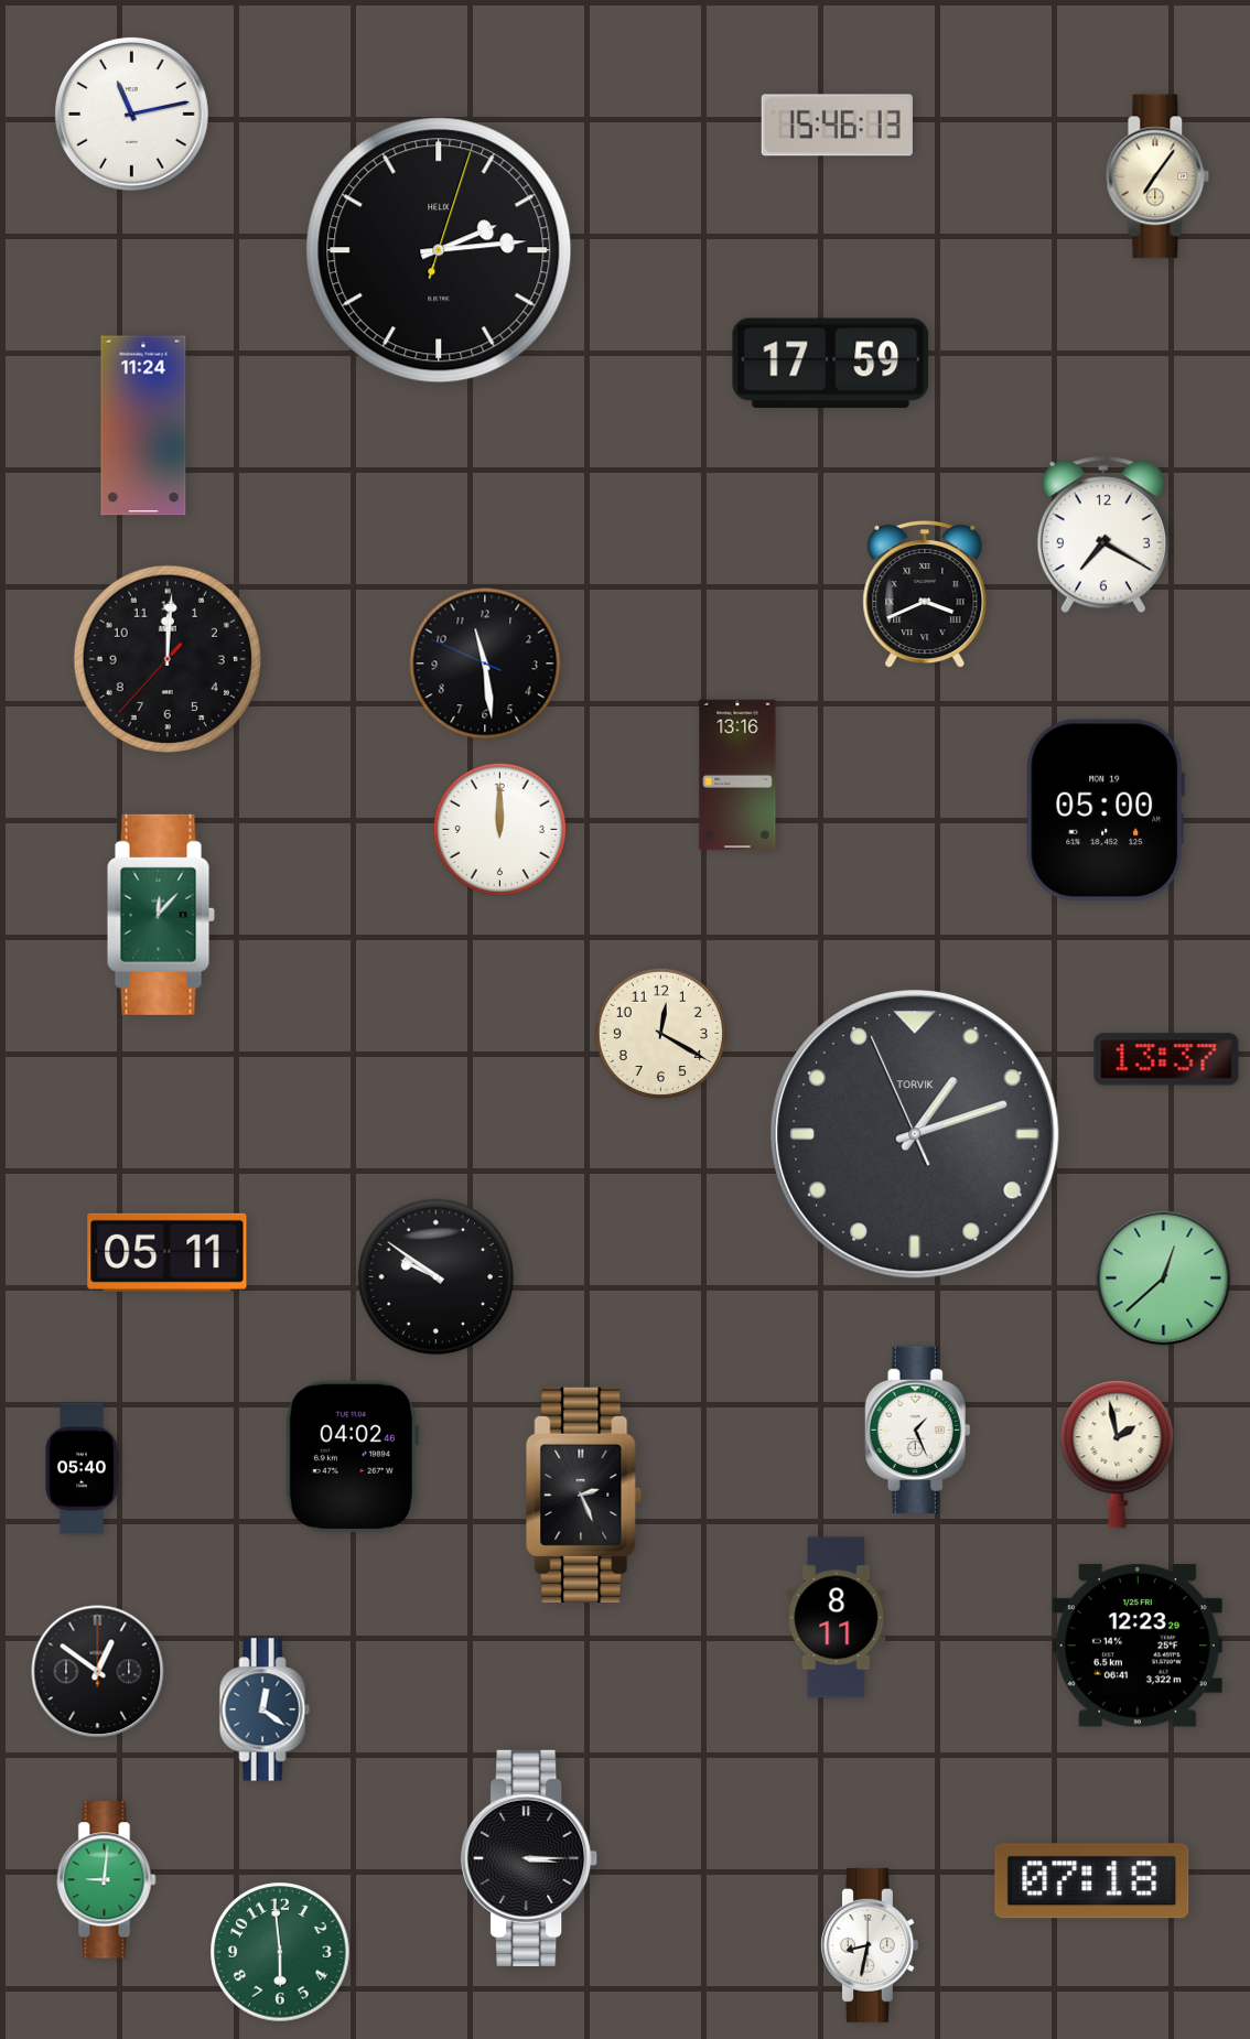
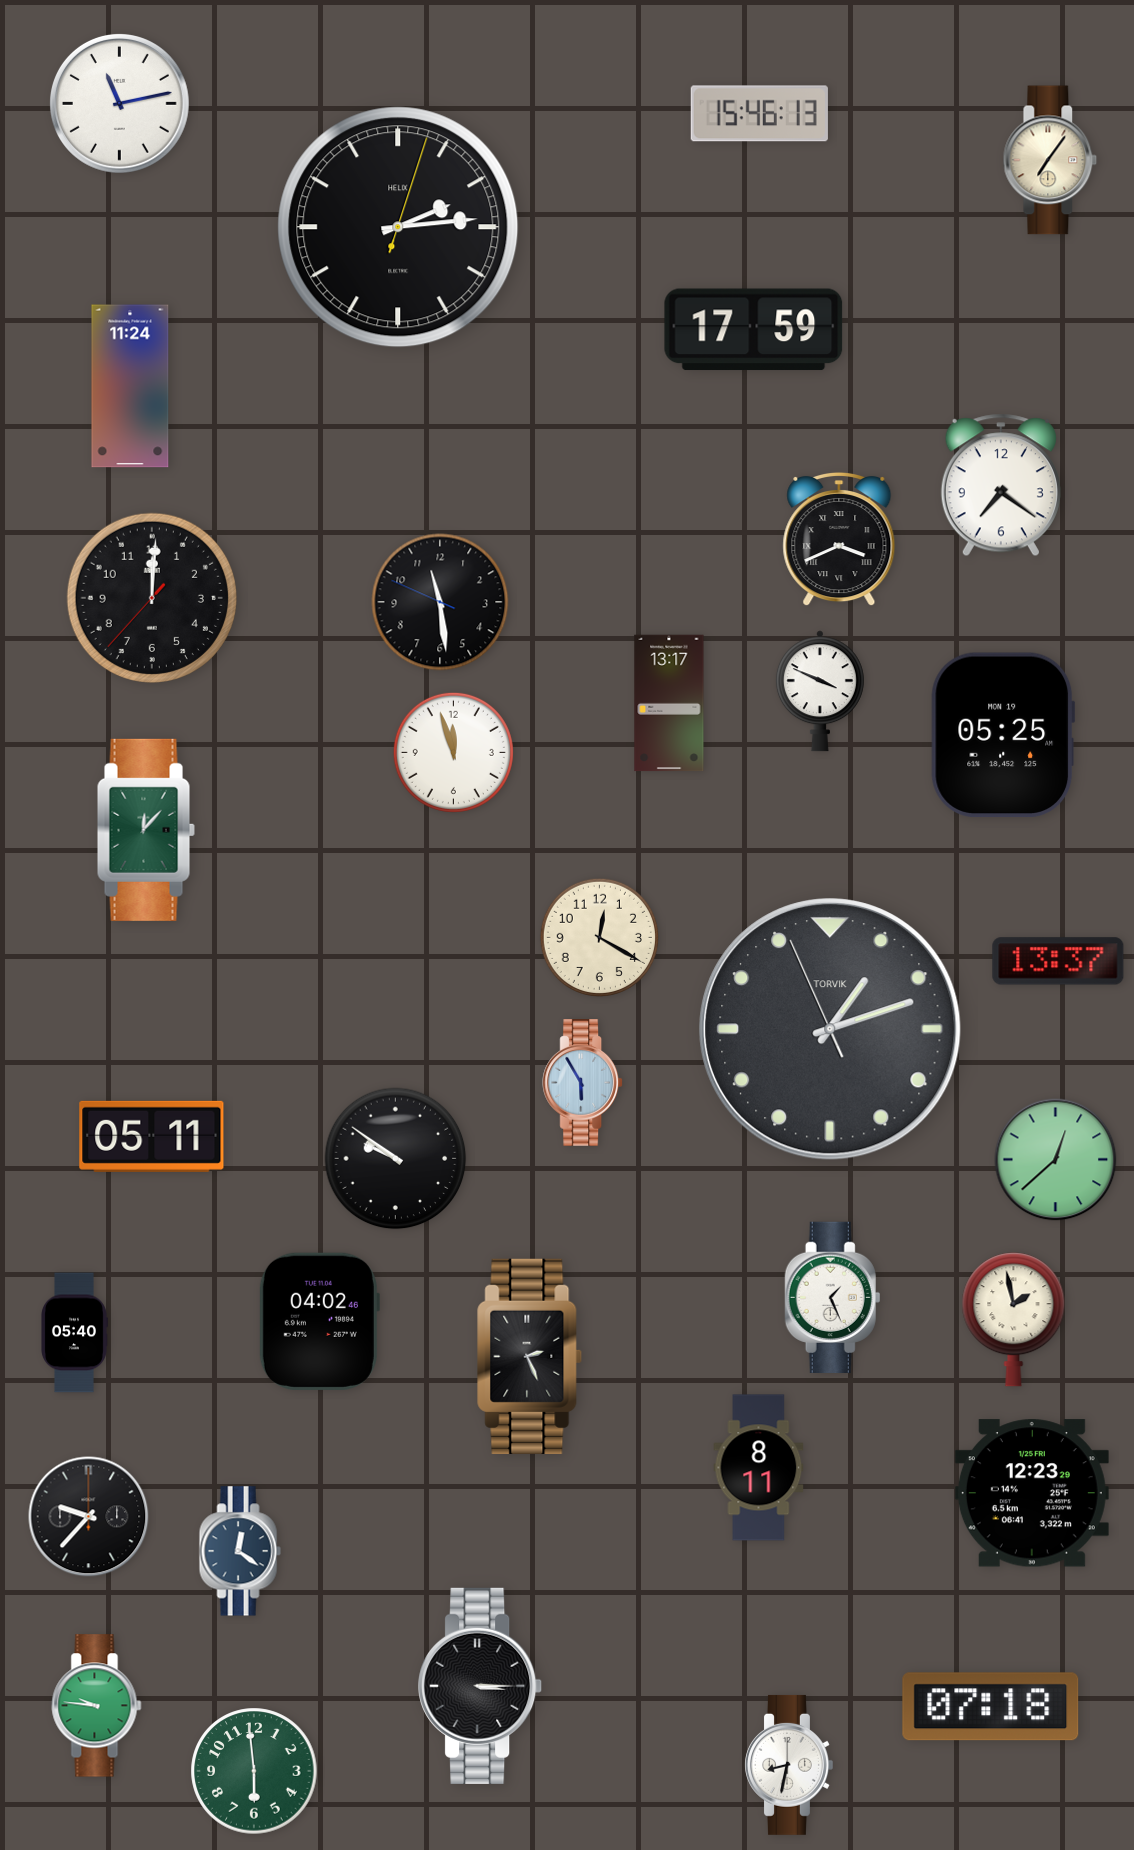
clock at (1103, 535): 7:20 -> 7:21
clock at (820, 691): none -> 3:49
clock at (737, 775): 13:16 -> 13:17
clock at (1106, 810): 05:00 -> 05:25
clock at (499, 829): 12:00 -> 11:57
clock at (583, 1083): none -> 5:55
clock at (98, 1672): 12:51 -> 9:37
clock at (107, 1880): 9:01 -> 9:46
